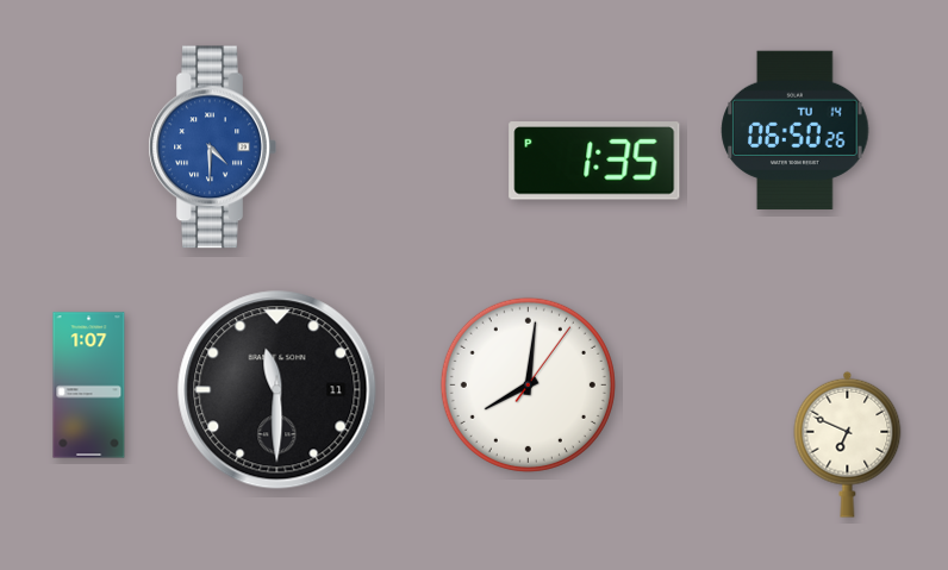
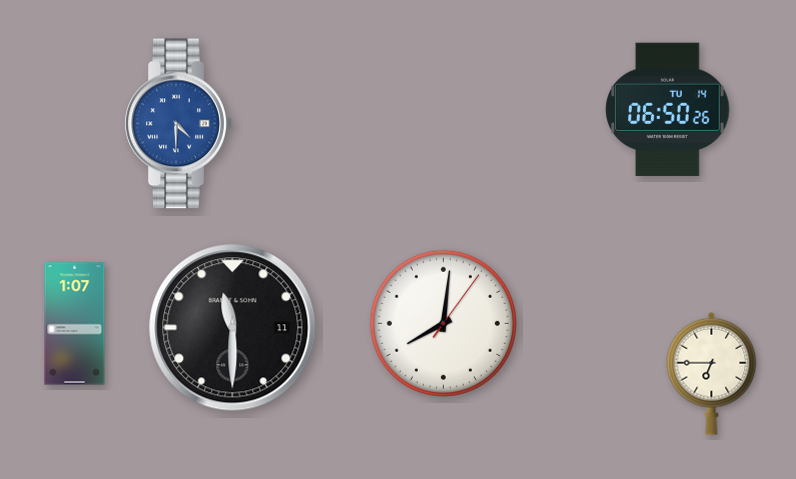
clock at (594, 161): 1:35 -> none
clock at (848, 444): 6:49 -> 6:45
